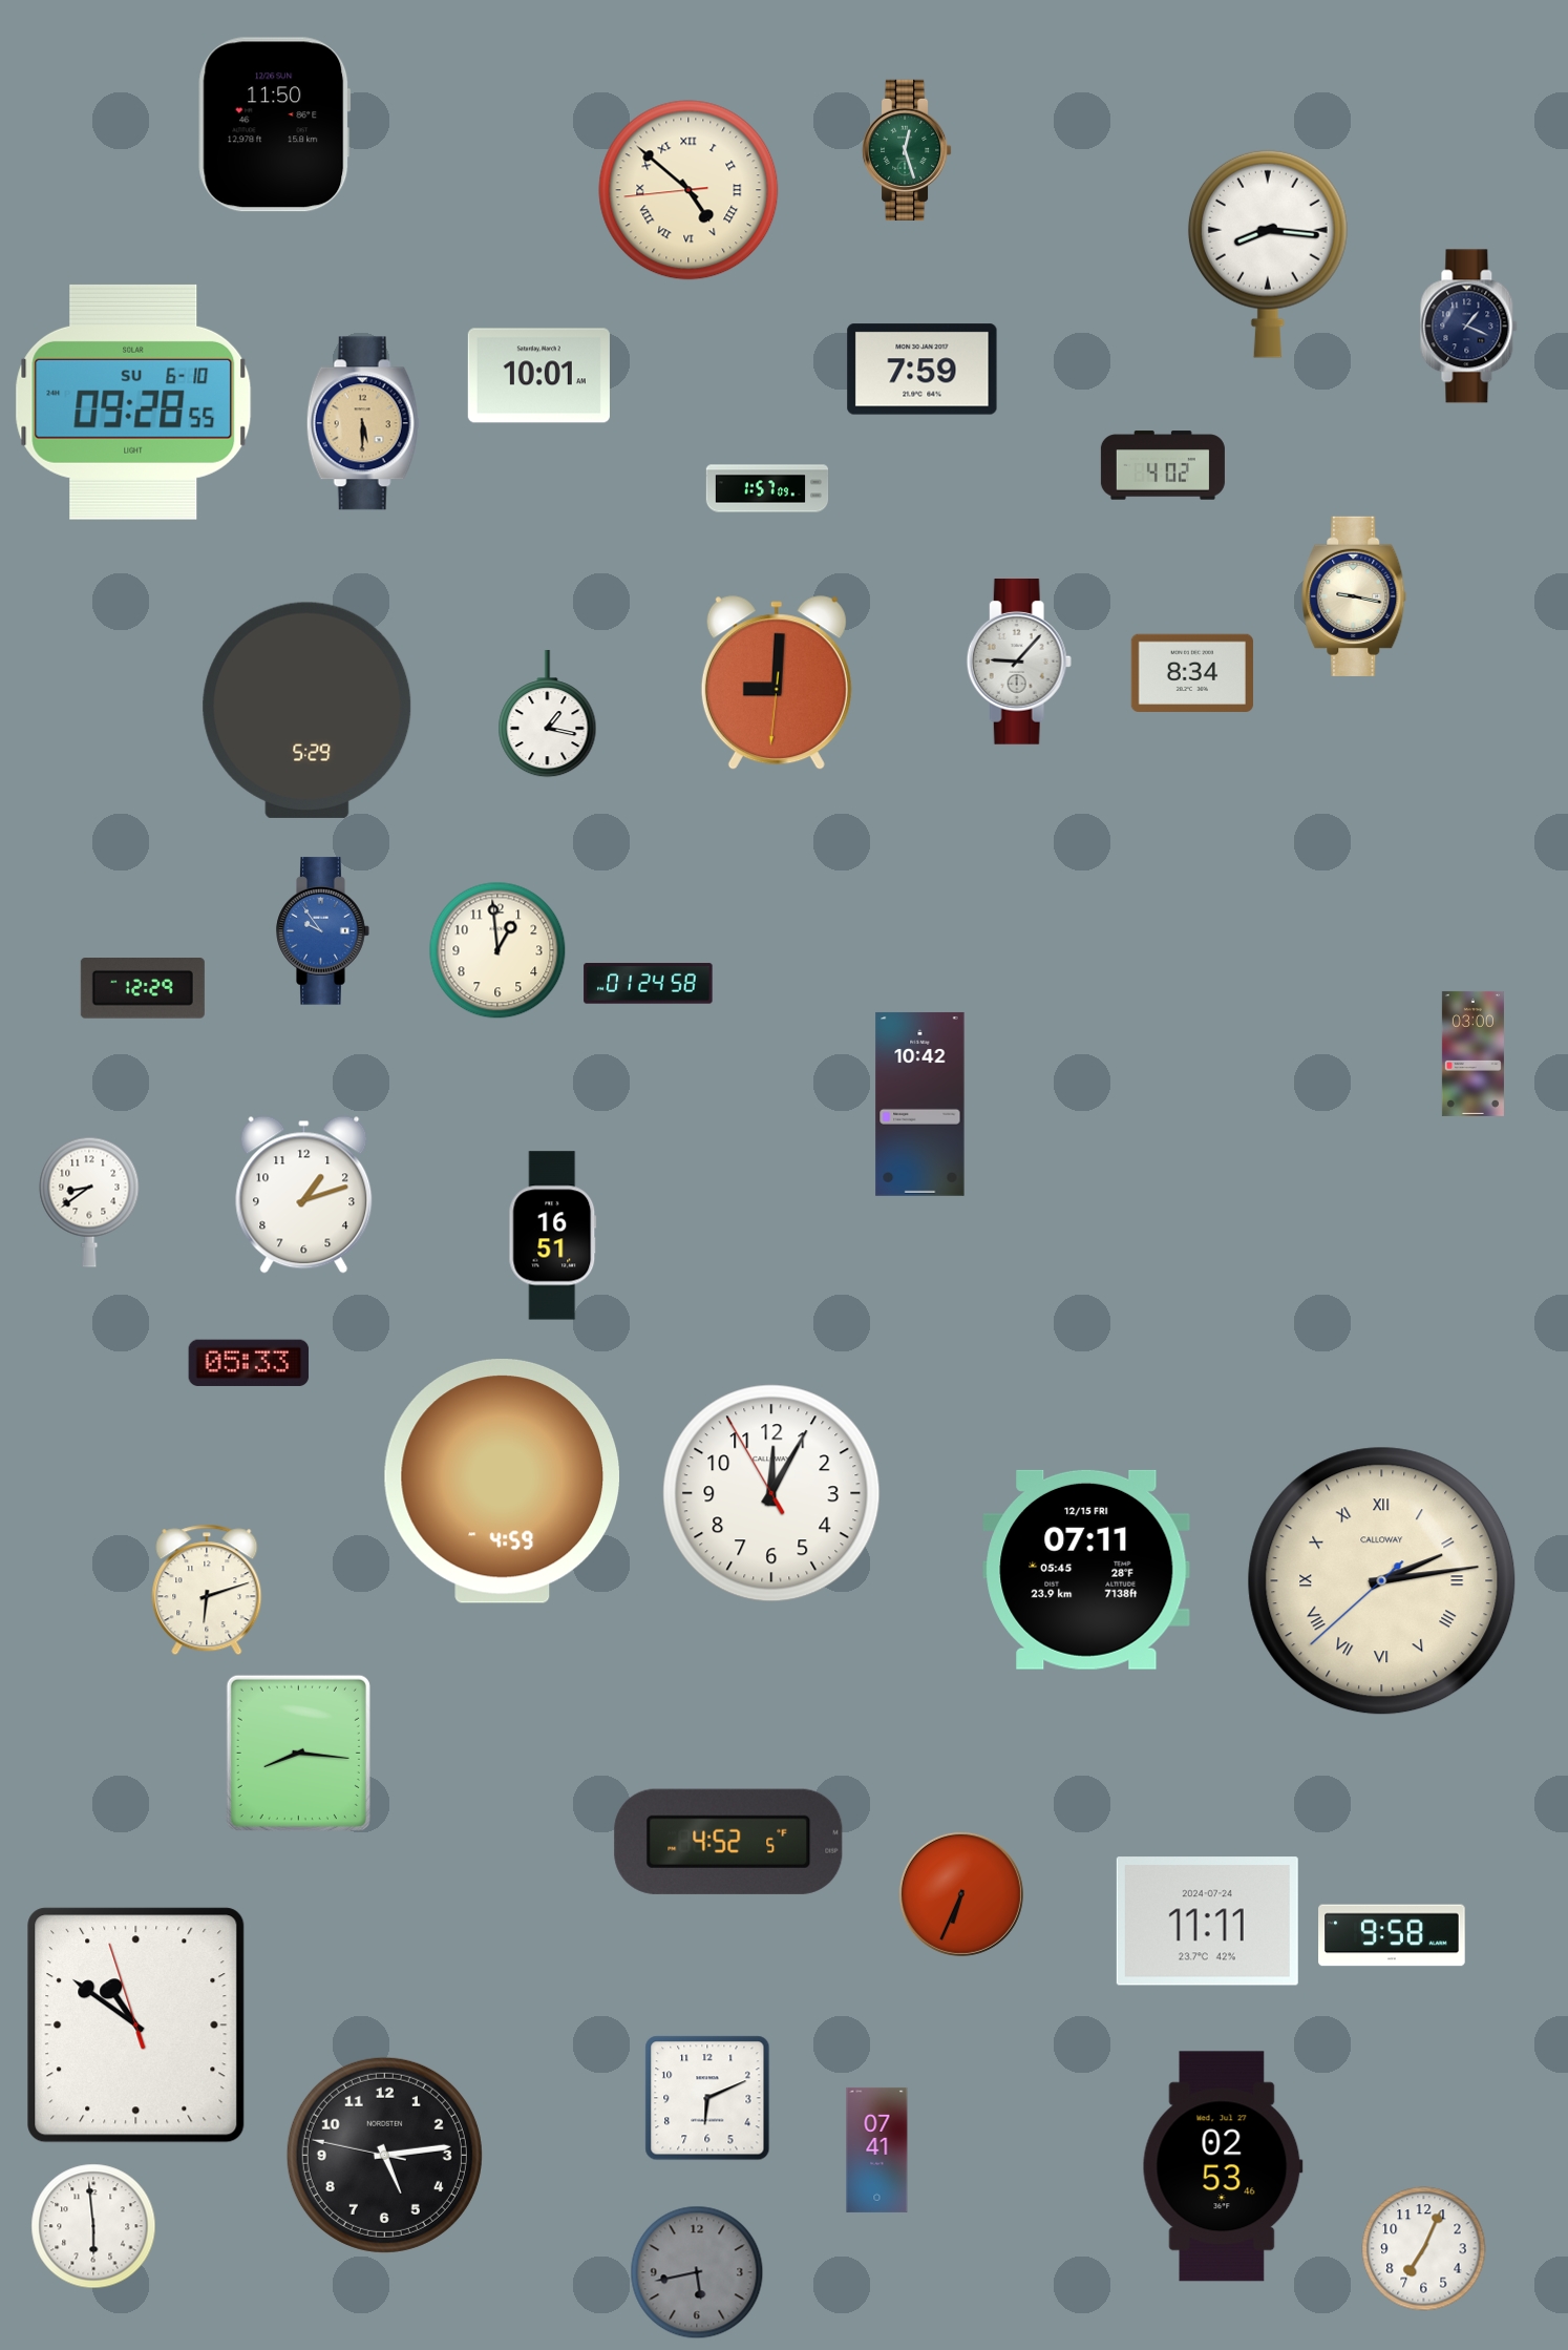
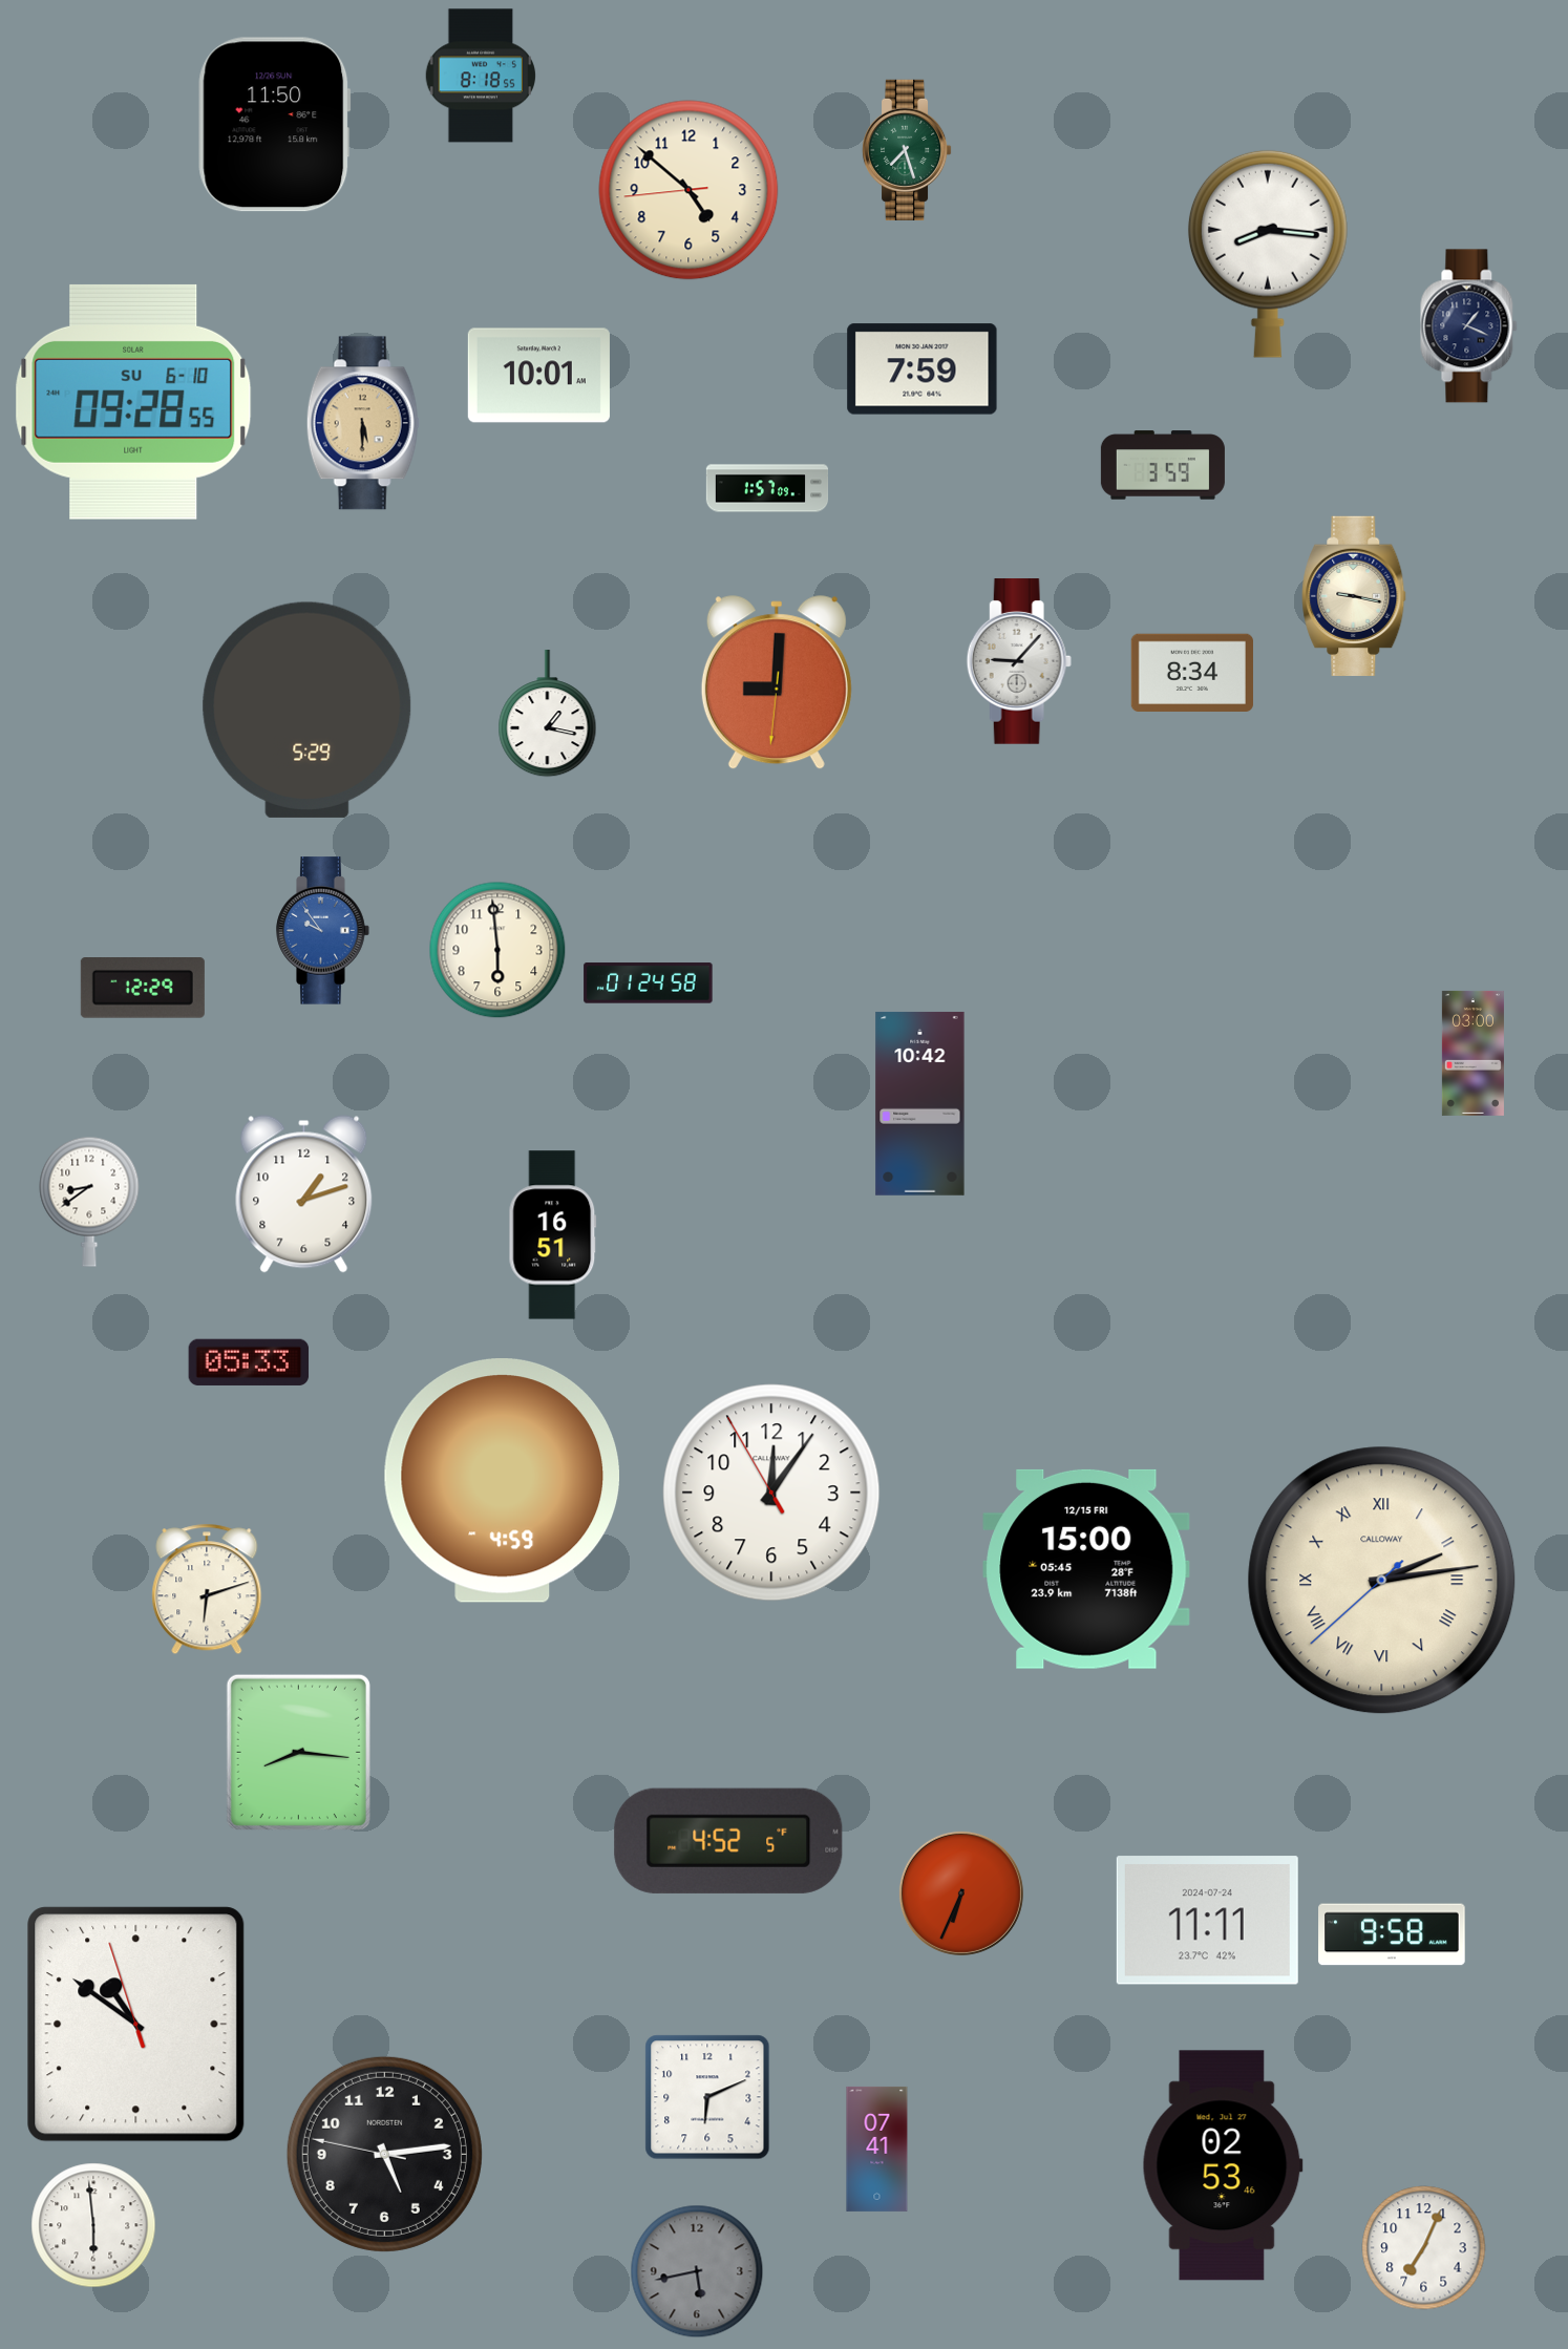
clock at (480, 76): none -> 8:18
clock at (907, 149): 12:27 -> 7:27
clock at (688, 190) numerals: Roman -> Arabic
clock at (1163, 465): 4:02 -> 3:59
clock at (497, 950): 12:59 -> 5:59
clock at (771, 1493): 12:04 -> 12:05
clock at (1086, 1570): 07:11 -> 15:00
